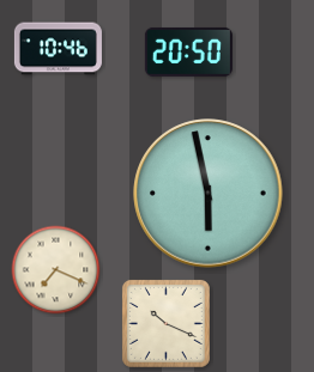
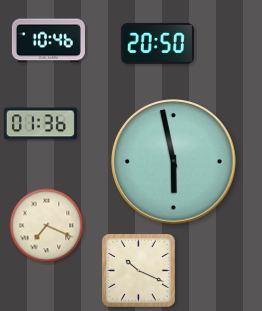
clock at (40, 124): none -> 01:36
